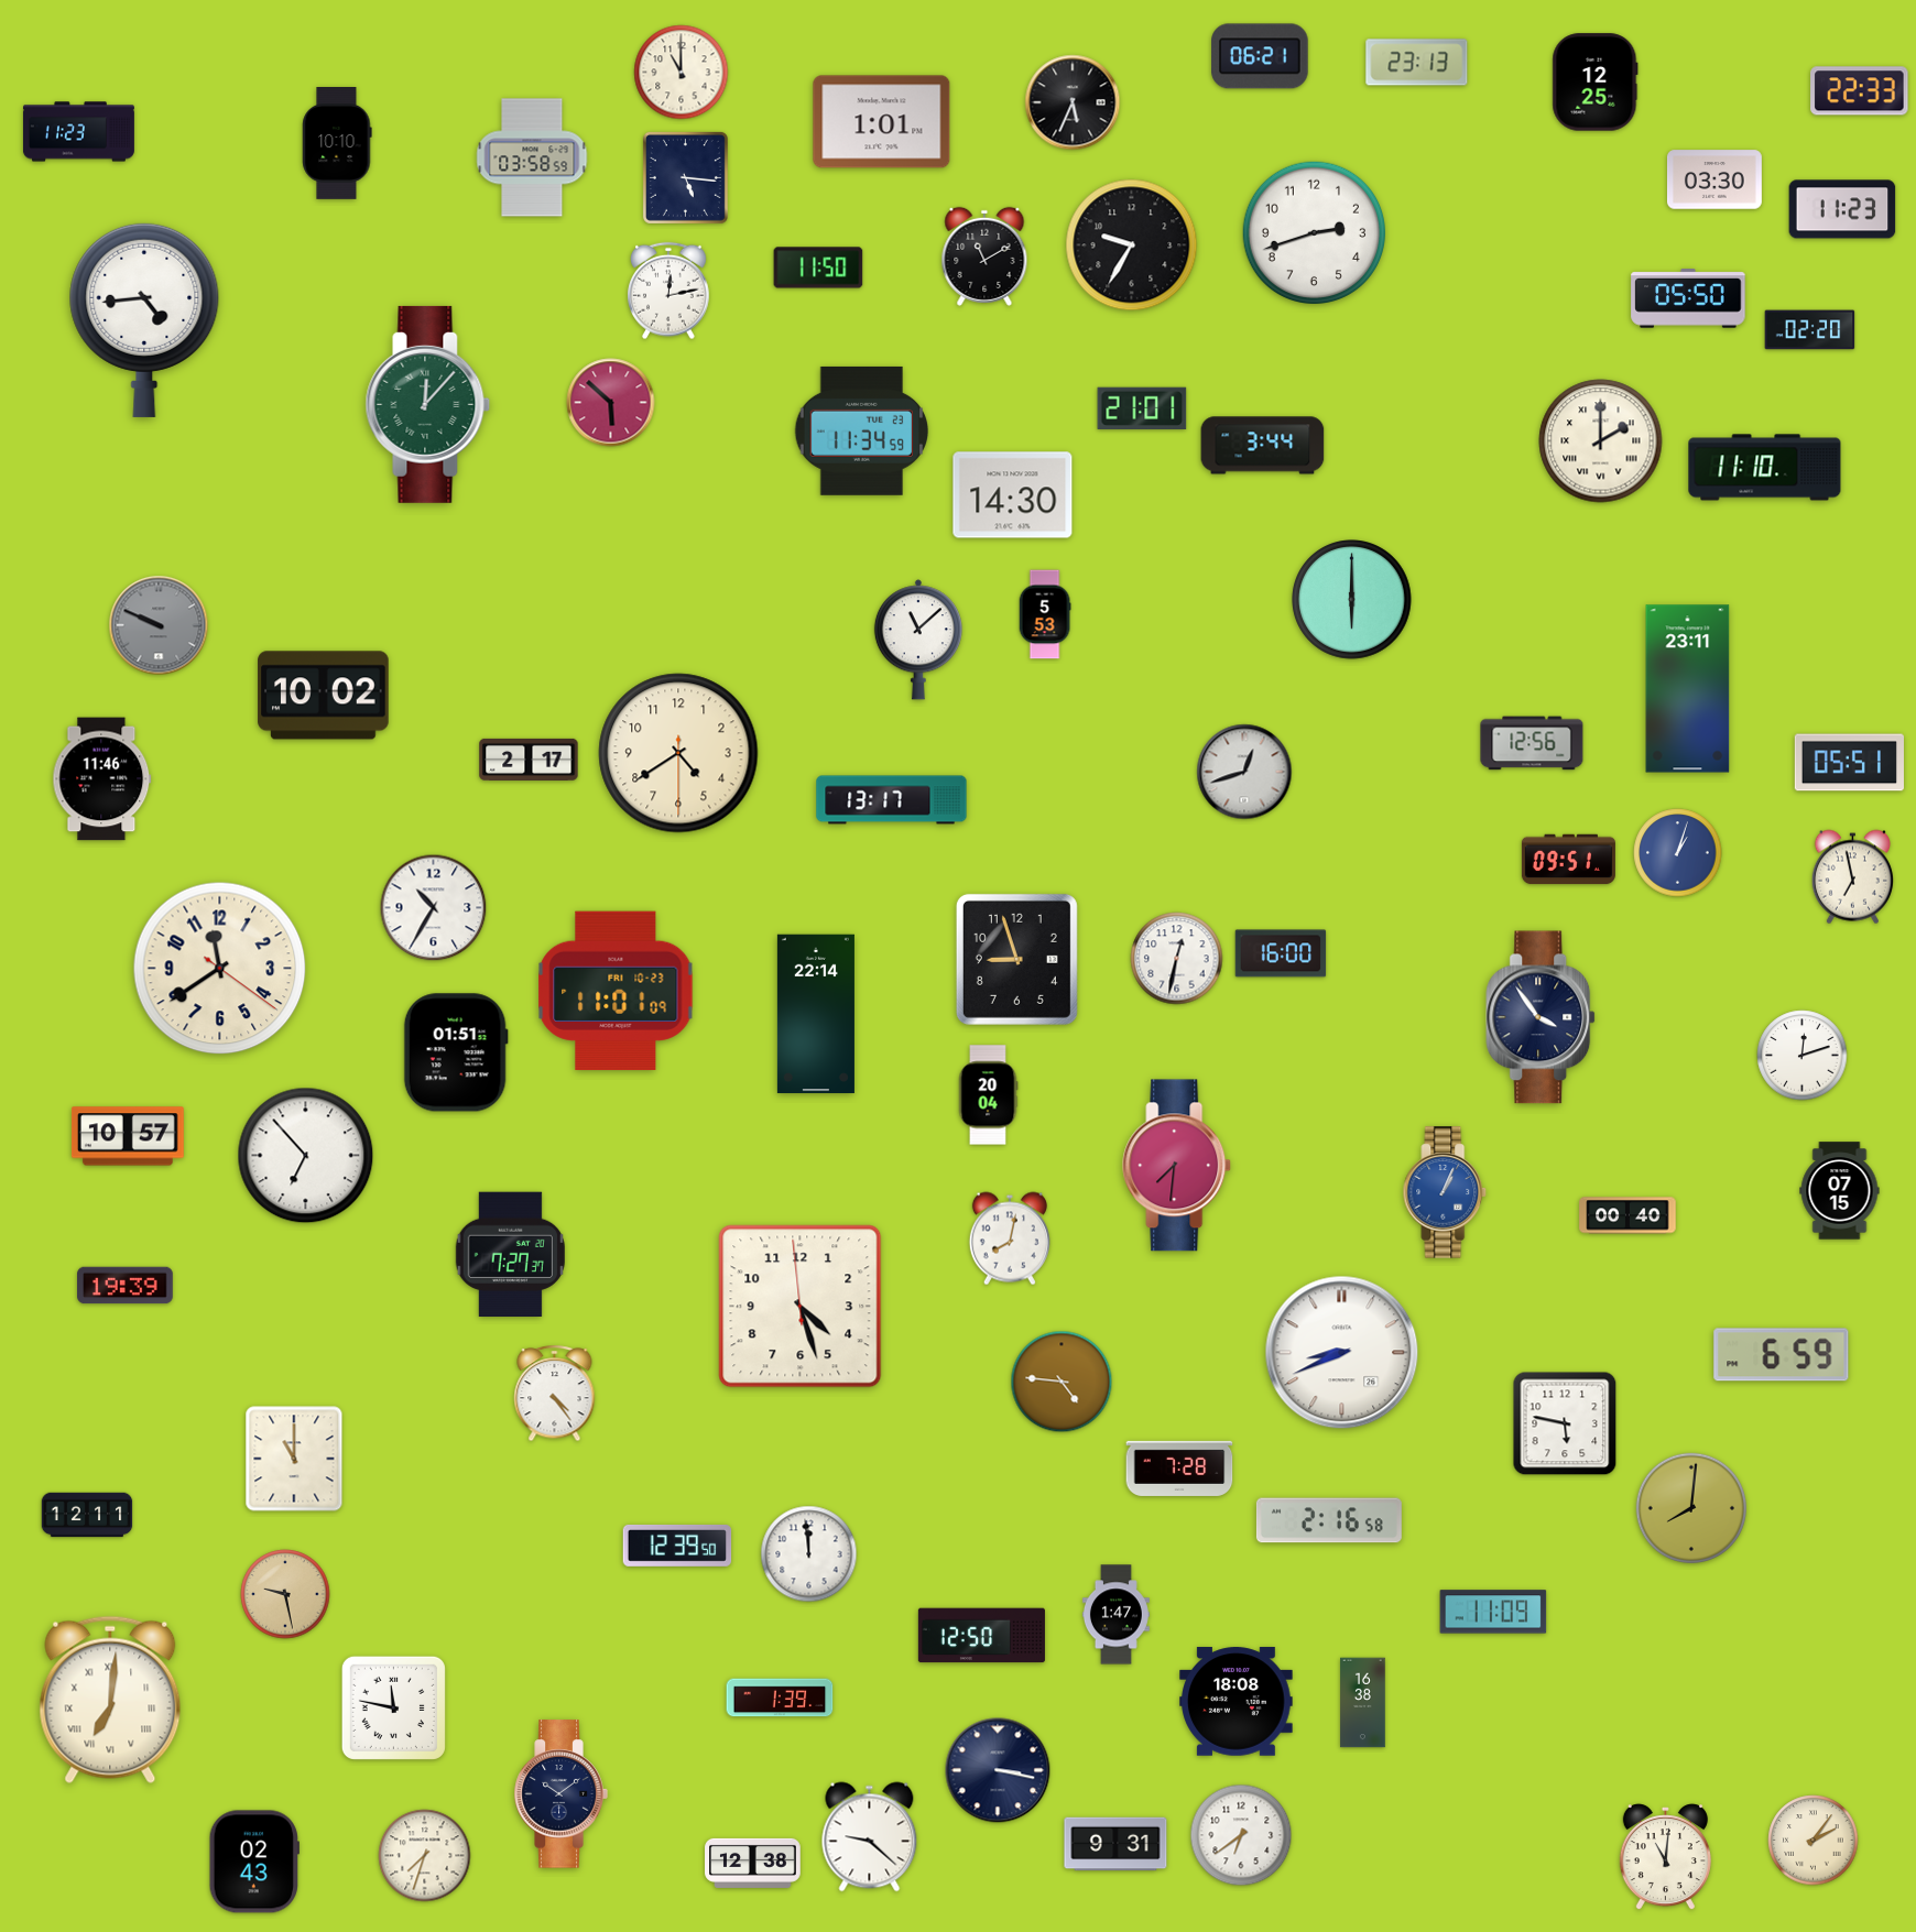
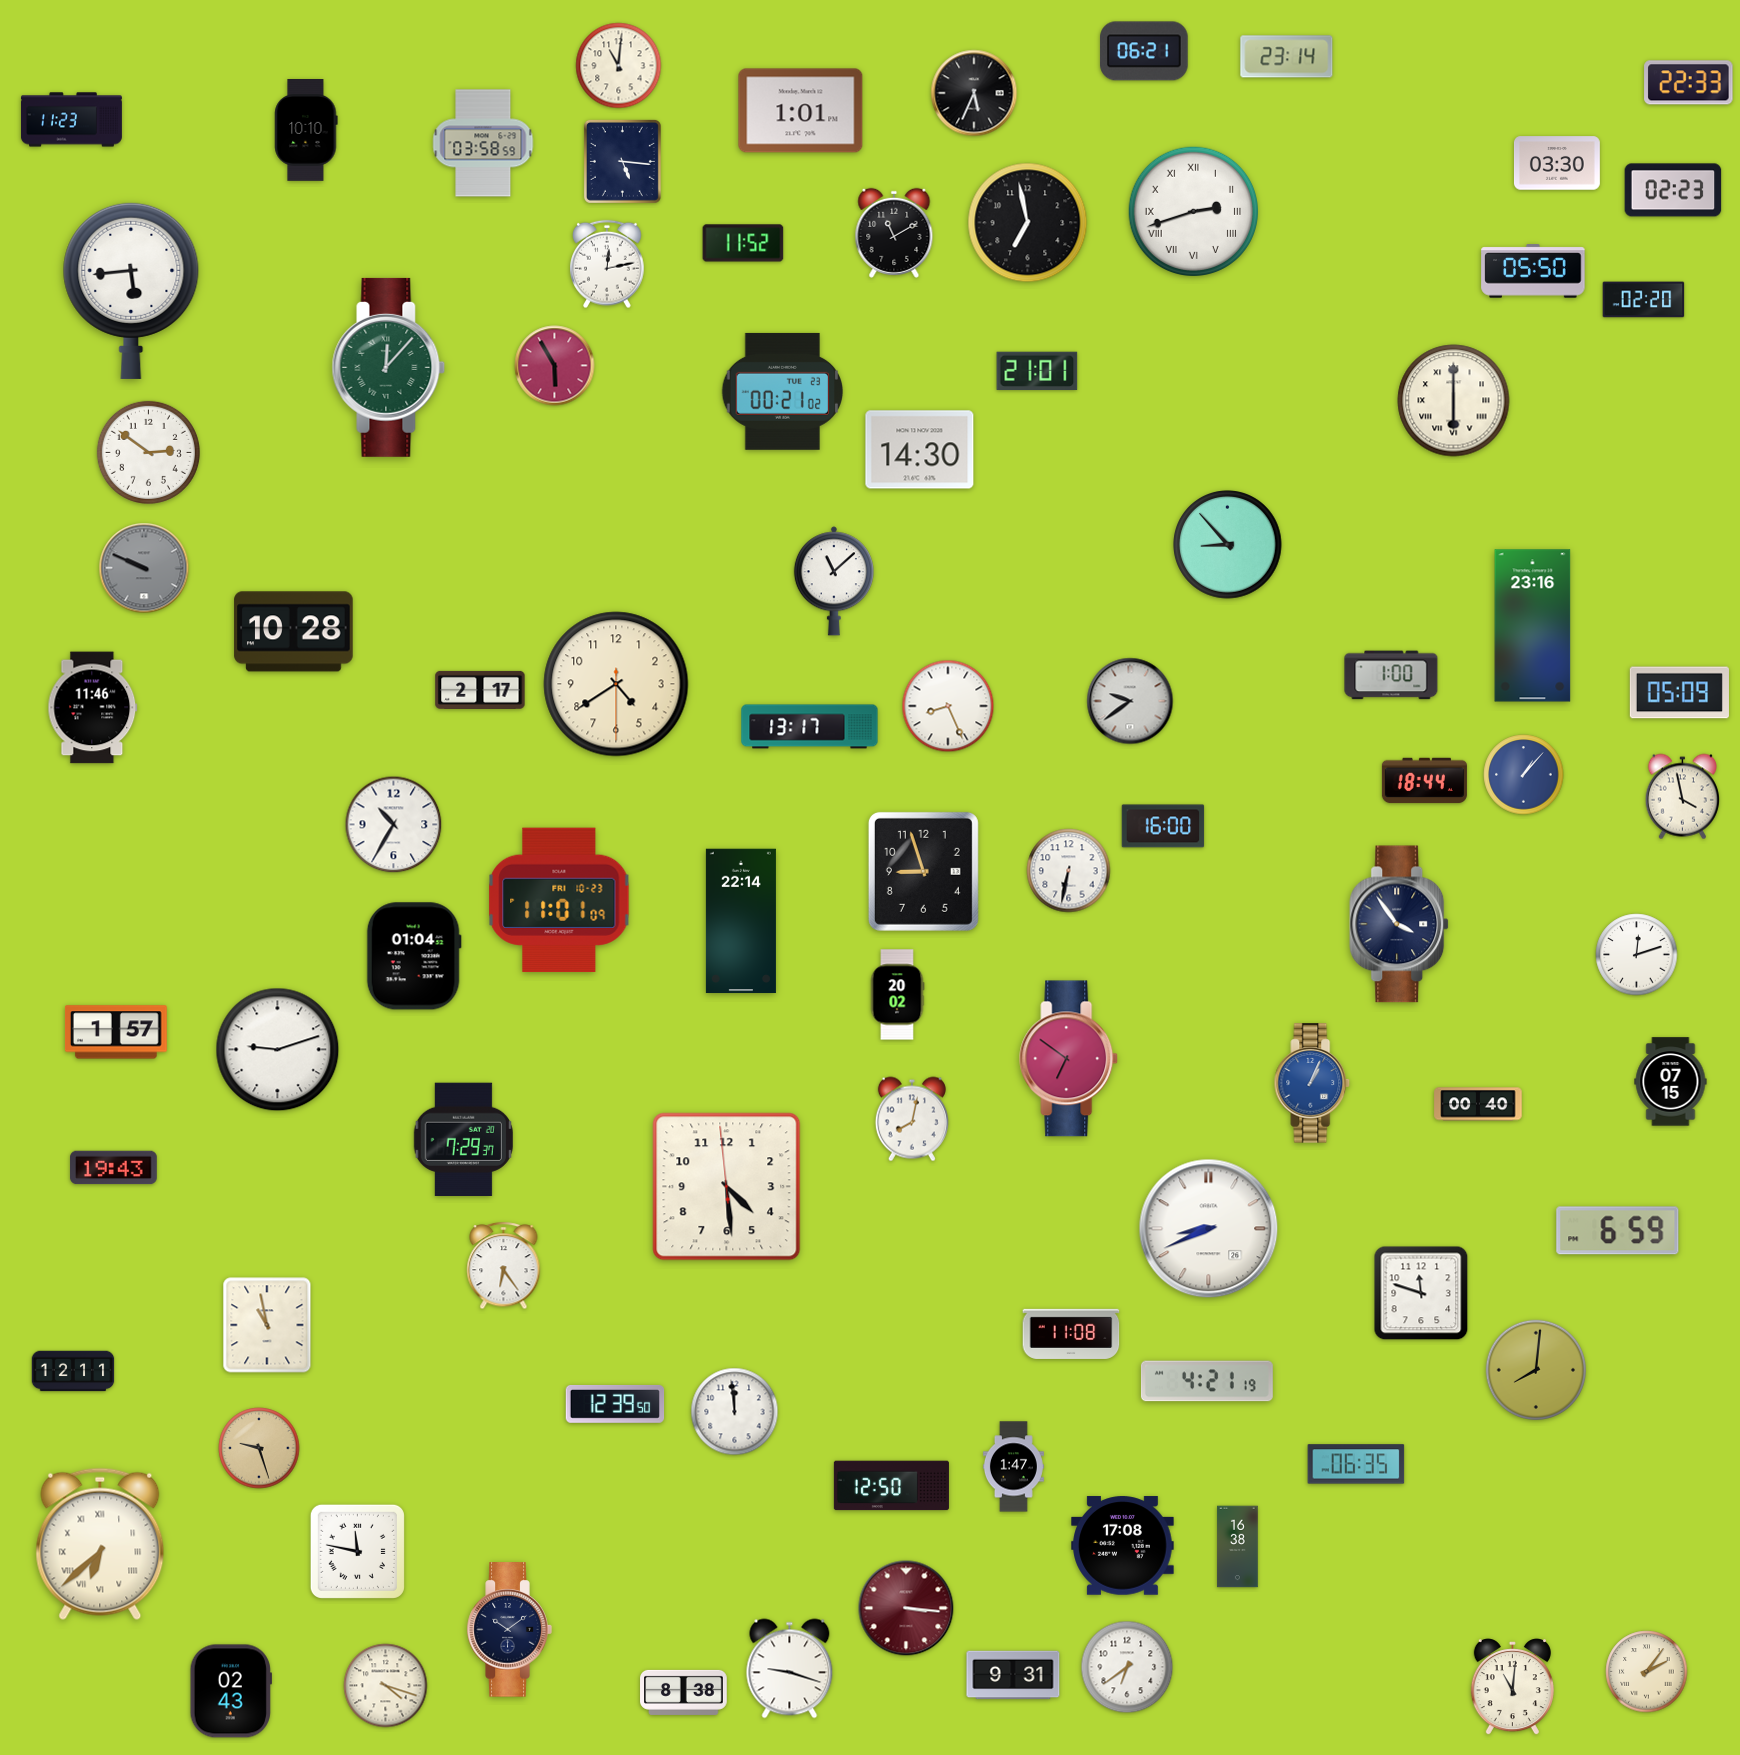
clock at (1417, 63): 23:13 -> 23:14
clock at (682, 73): 11:00 -> 11:01
clock at (1596, 83): 12:25 -> none
clock at (1842, 209): 11:23 -> 02:23
clock at (1314, 232) numerals: Arabic -> Roman
clock at (1132, 245): 9:35 -> 6:58
clock at (818, 268): 11:50 -> 11:52
clock at (144, 319): 4:44 -> 5:44
clock at (611, 403): 5:52 -> 5:55
clock at (861, 430): 11:34 -> 00:21
clock at (1601, 441): 2:00 -> 6:00
clock at (1263, 446): 3:44 -> none
clock at (1765, 468): 11:10 -> none
clock at (148, 452): none -> 2:51
clock at (1352, 600): 6:00 -> 8:53
clock at (1045, 614): 5:53 -> none
clock at (1688, 689): 23:11 -> 23:16
clock at (324, 696): 10:02 -> 10:28
clock at (1532, 743): 12:56 -> 1:00
clock at (1849, 763): 05:51 -> 05:09
clock at (1244, 772): 12:42 -> 9:39
clock at (948, 706): none -> 8:26
clock at (1678, 853): 1:03 -> 1:07
clock at (1568, 860): 09:51 -> 18:44
clock at (1852, 877): 6:58 -> 3:58
clock at (1281, 953) position: (1281, 953) -> (1163, 826)
clock at (1177, 959): 12:32 -> 6:32
clock at (220, 969): 11:39 -> none
clock at (456, 1052): 01:51 -> 01:04
clock at (1803, 1056) position: (1803, 1056) -> (1637, 955)
clock at (988, 1095): 20:04 -> 20:02
clock at (128, 1136): 10:57 -> 1:57
clock at (306, 1156): 6:53 -> 9:12
clock at (1177, 1166): 7:31 -> 6:51
clock at (1010, 1238) position: (1010, 1238) -> (912, 1119)
clock at (510, 1254): 7:27 -> 7:29
clock at (126, 1286): 19:39 -> 19:43
clock at (801, 1307): 4:26 -> 4:28
clock at (1342, 1353) position: (1342, 1353) -> (1209, 1229)
clock at (1062, 1382): 4:46 -> none
clock at (555, 1394): 4:24 -> 6:24
clock at (1565, 1423): 5:47 -> 11:48
clock at (294, 1459): 11:00 -> 10:58
clock at (1179, 1469): 7:28 -> 11:08
clock at (87, 1515) position: (87, 1515) -> (73, 1371)
clock at (1329, 1520): 2:16 -> 4:21
clock at (285, 1594): 9:28 -> 9:27
clock at (1493, 1612): 11:09 -> 06:35
clock at (780, 1698): 1:39 -> none
clock at (110, 1700): 7:01 -> 6:38
clock at (1237, 1702): 18:08 -> 17:08
clock at (998, 1770): 3:17 -> 3:16
clock at (998, 1770) dial: navy -> burgundy
clock at (870, 1837): 9:22 -> 9:18
clock at (425, 1856): 7:33 -> 4:18
clock at (753, 1863): 12:38 -> 8:38
